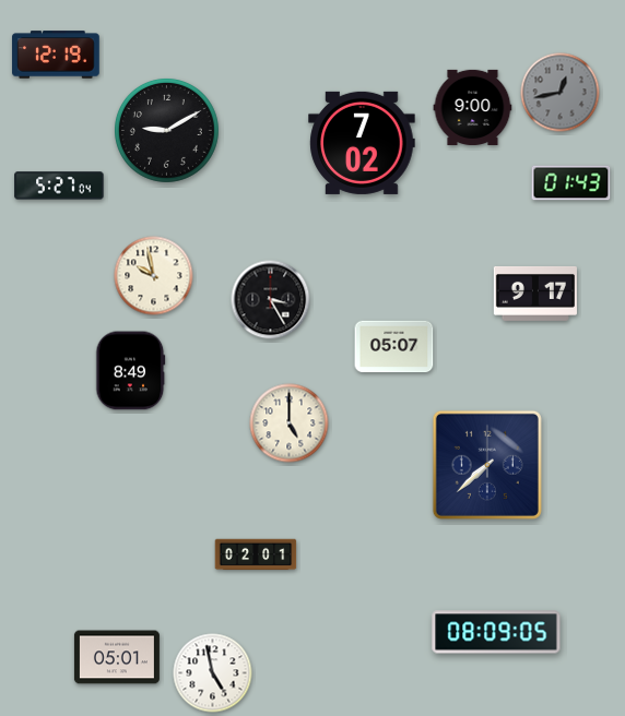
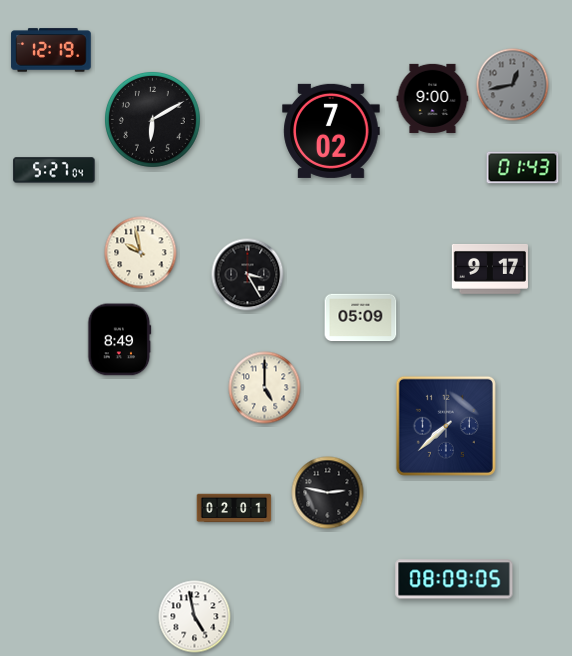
clock at (166, 130): 9:10 -> 6:10
clock at (394, 347): 05:07 -> 05:09
clock at (328, 493): none -> 2:47
clock at (117, 657): 05:01 -> none
